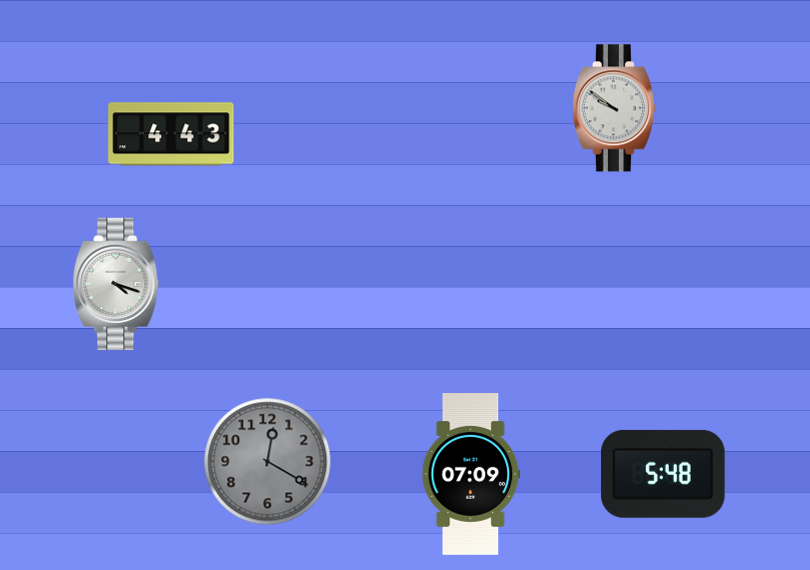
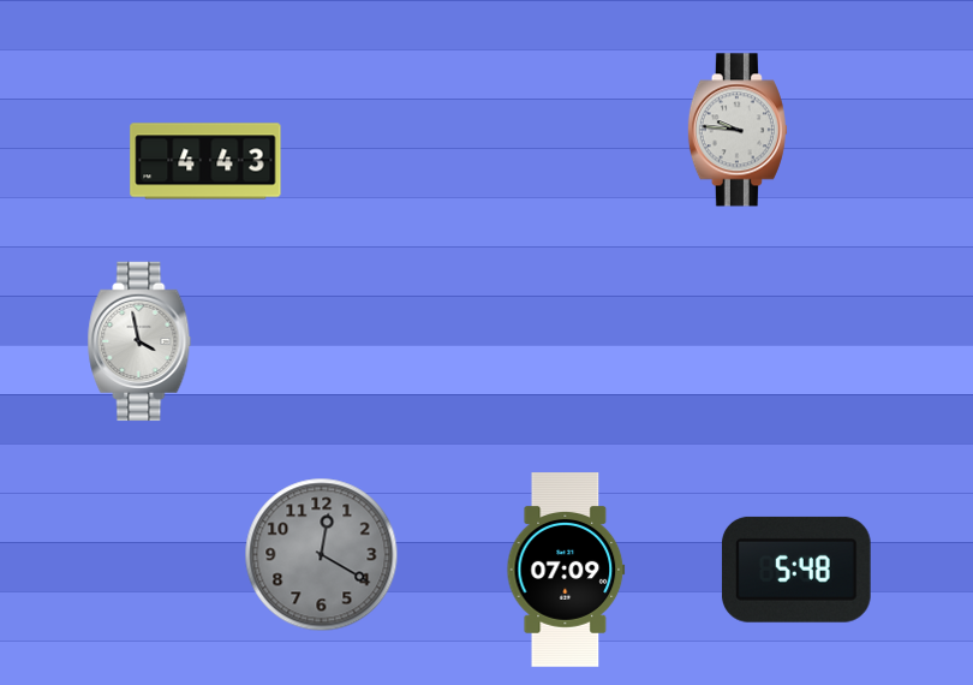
clock at (614, 108): 9:51 -> 9:46
clock at (116, 284): 4:18 -> 3:58
